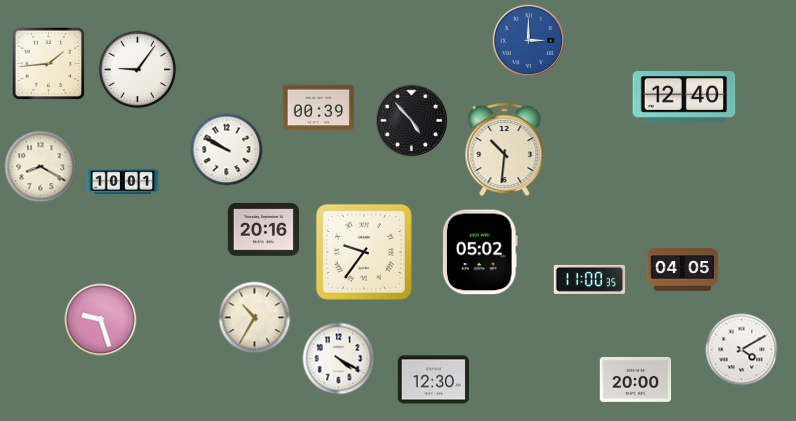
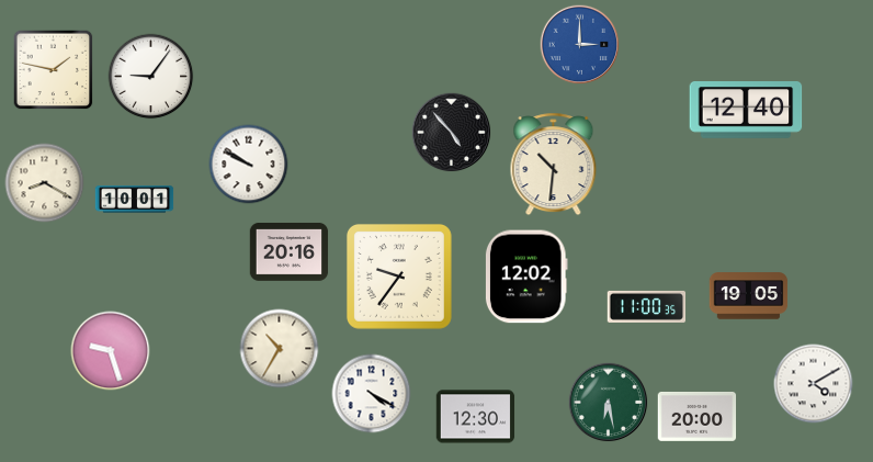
clock at (49, 64): 1:44 -> 1:47
clock at (684, 98) position: (684, 98) -> (746, 111)
clock at (319, 108): 00:39 -> none
clock at (480, 252): 05:02 -> 12:02
clock at (683, 270): 04:05 -> 19:05
clock at (609, 403): none -> 6:28
